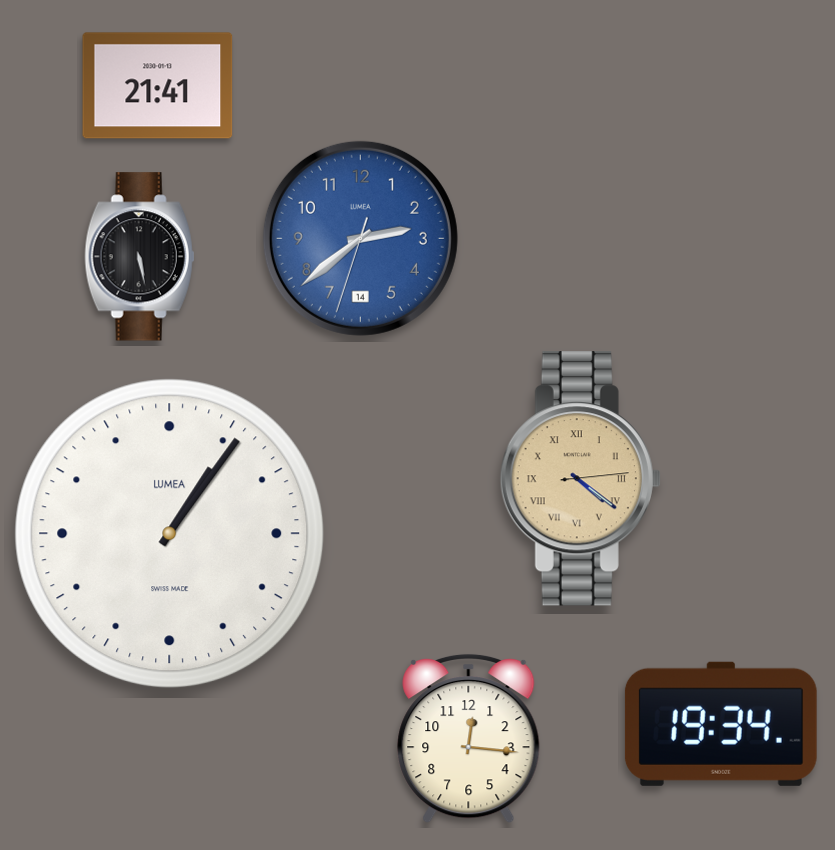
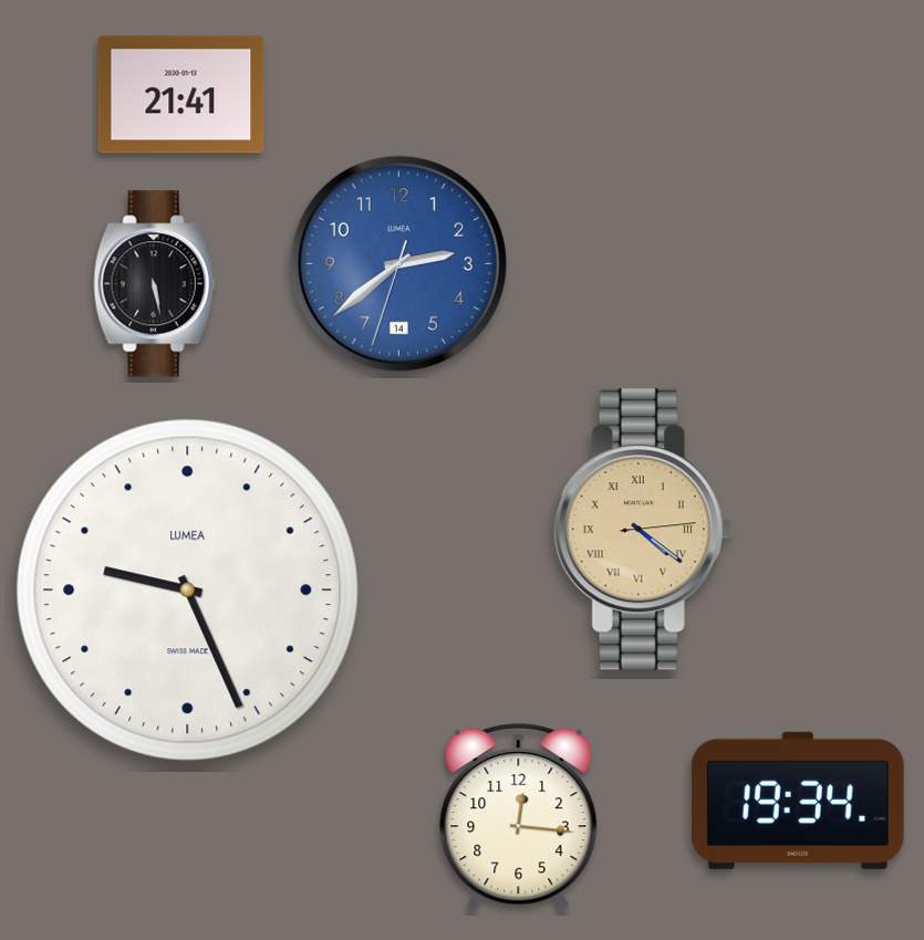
clock at (158, 86) position: (158, 86) -> (181, 95)
clock at (170, 534): 1:06 -> 9:26
